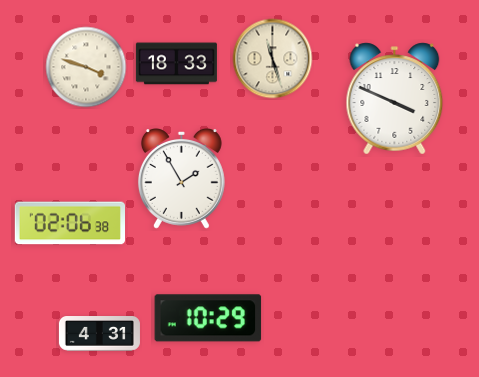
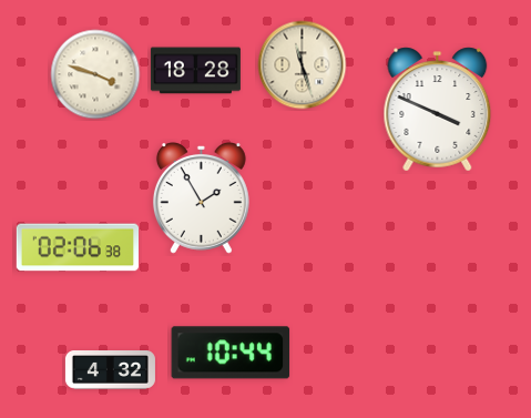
clock at (176, 64): 18:33 -> 18:28
clock at (208, 318): 10:29 -> 10:44
clock at (99, 334): 4:31 -> 4:32
